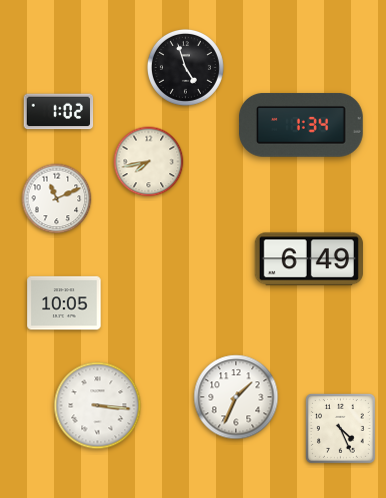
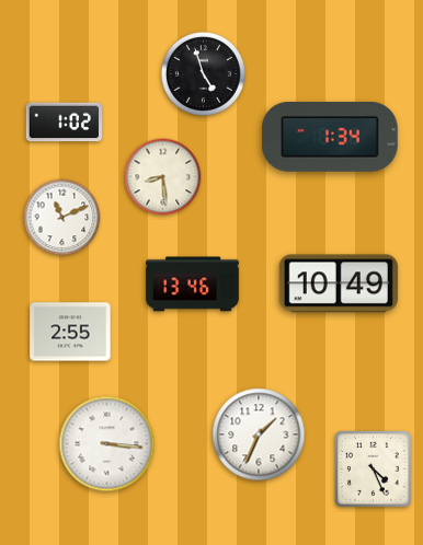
clock at (149, 162): 7:43 -> 8:29
clock at (309, 259): 6:49 -> 10:49
clock at (193, 285): none -> 13:46
clock at (64, 303): 10:05 -> 2:55
